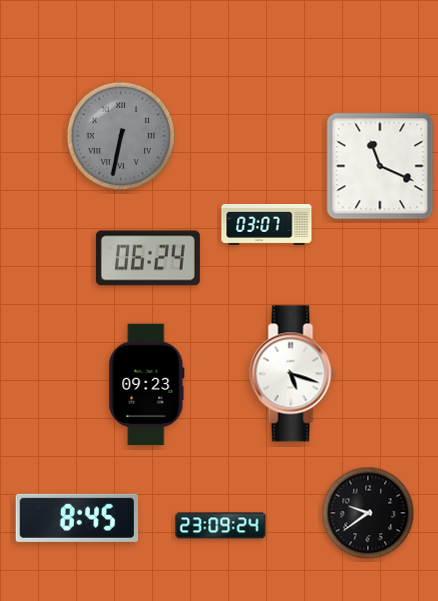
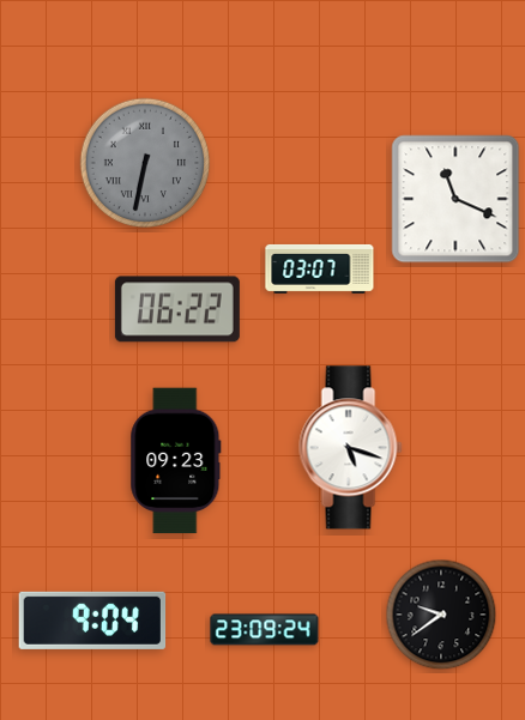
clock at (148, 258): 06:24 -> 06:22
clock at (77, 518): 8:45 -> 9:04
